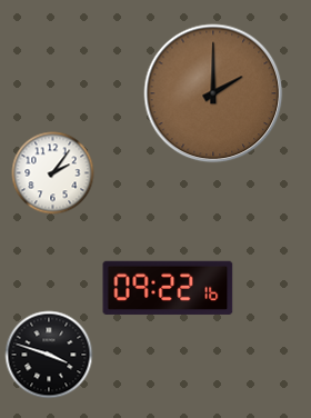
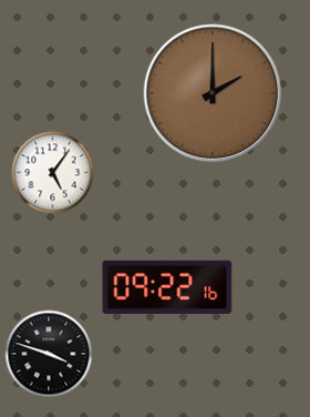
clock at (53, 173): 2:06 -> 5:06
